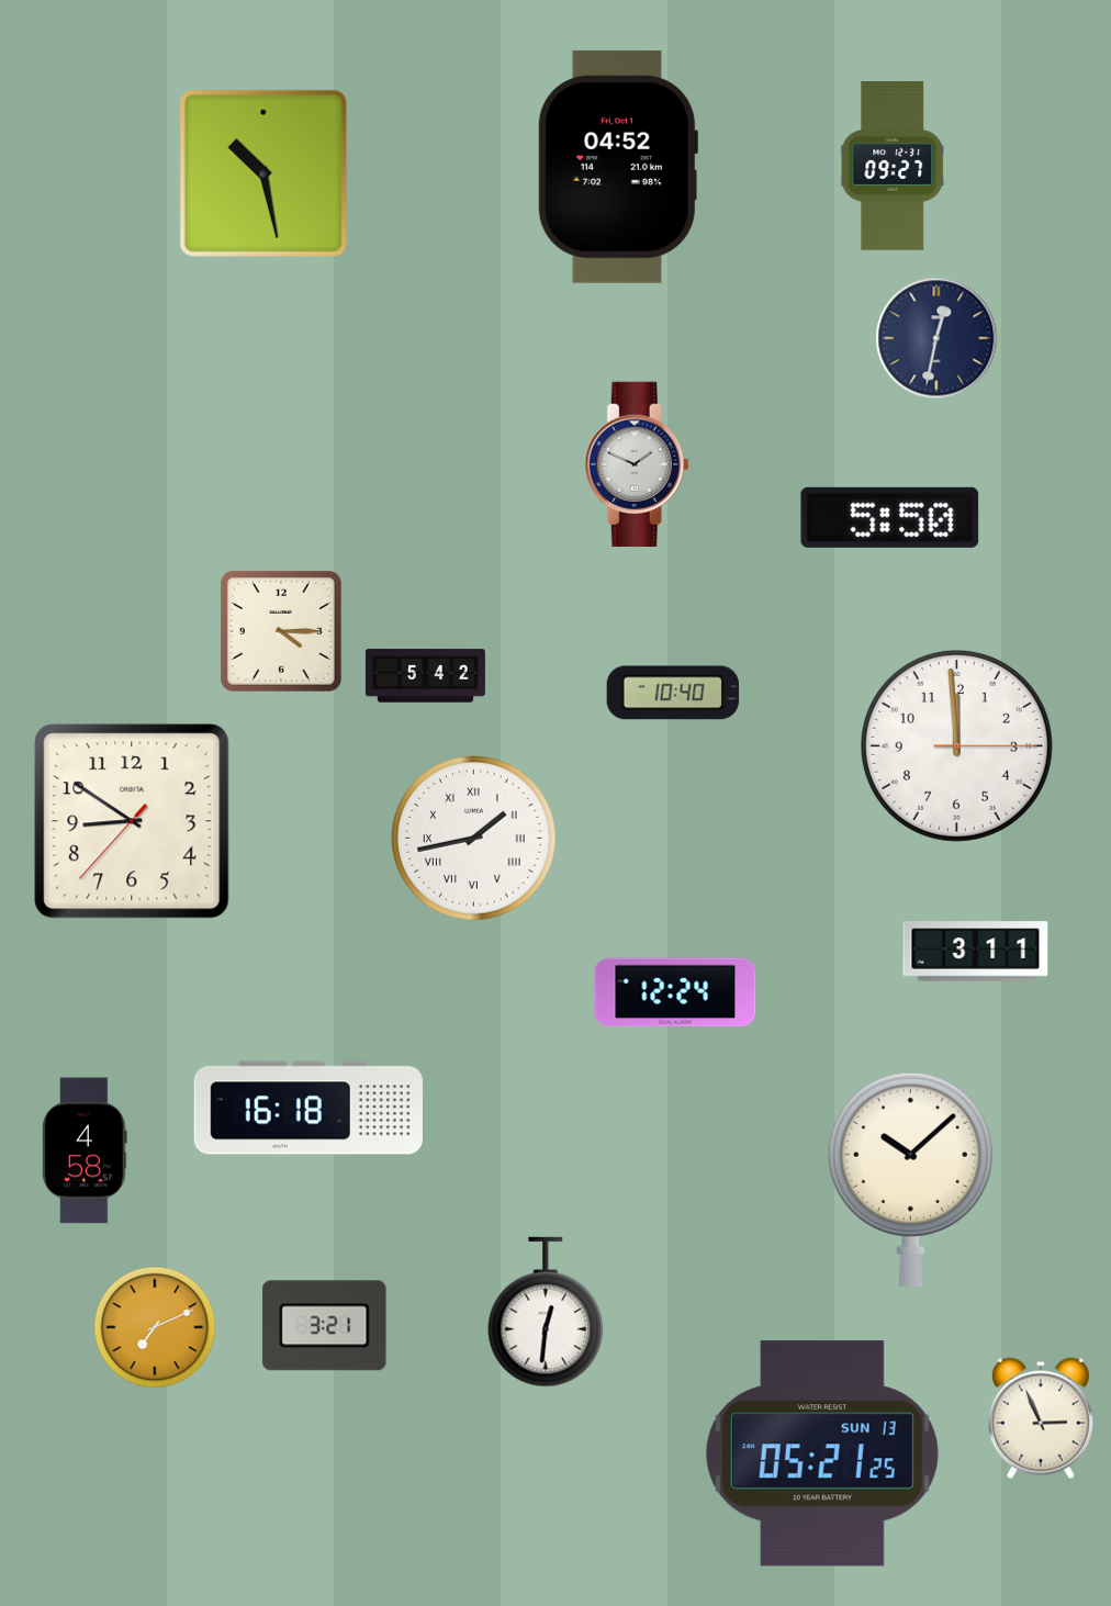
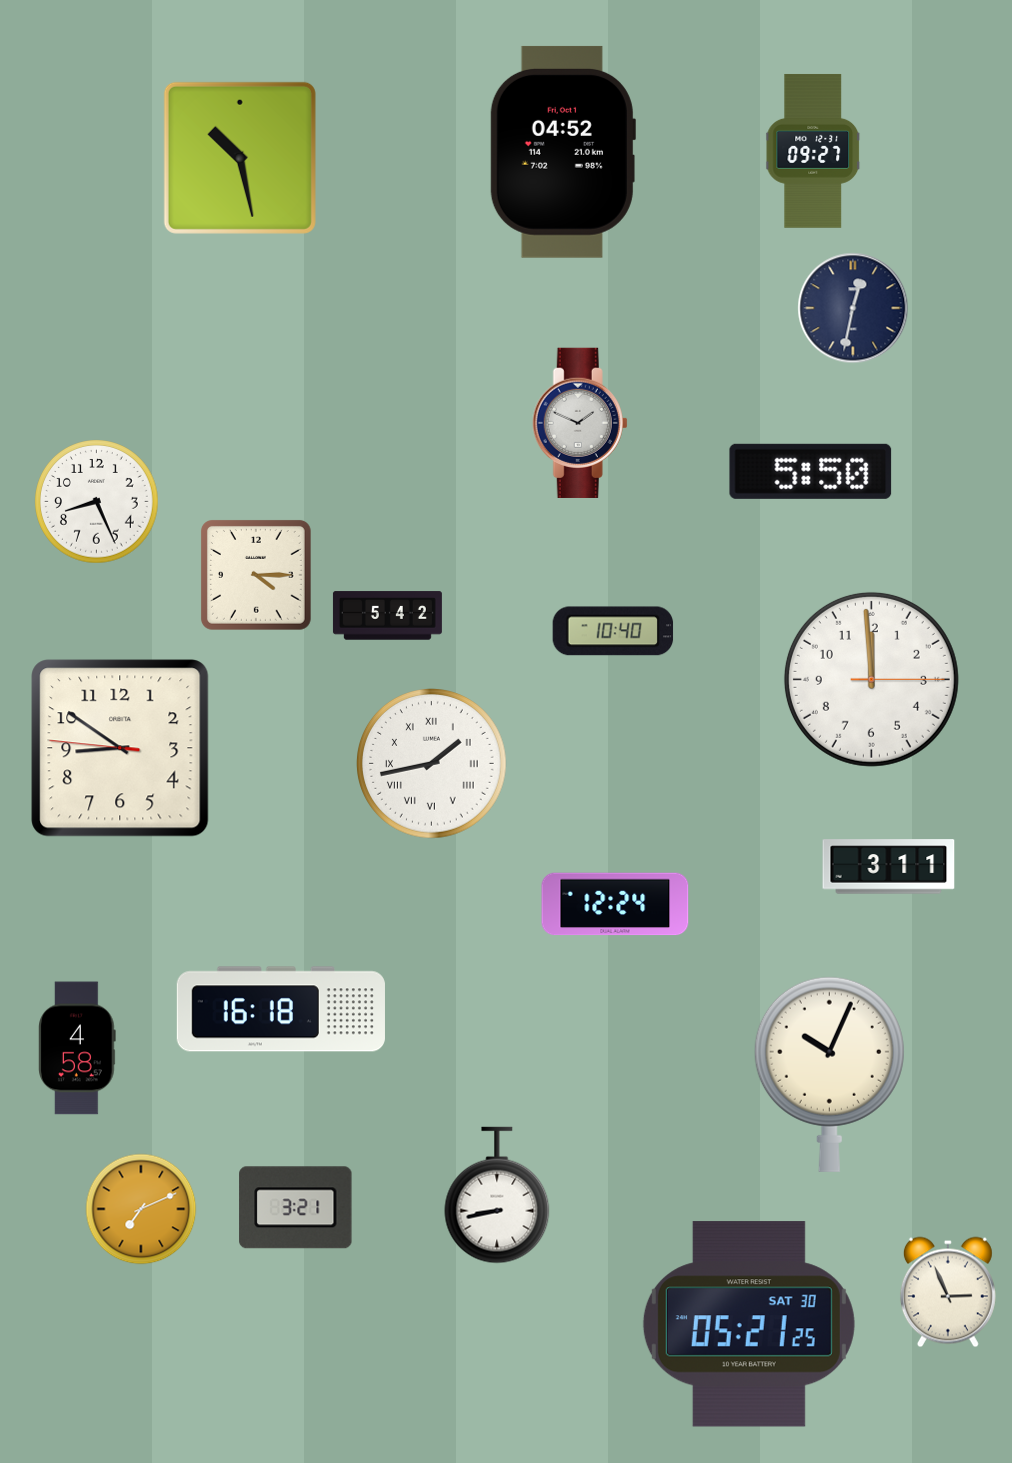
clock at (97, 502): none -> 8:26
clock at (132, 821): 8:50:37 -> 8:50:46
clock at (910, 1179): 10:08 -> 10:04
clock at (546, 1312): 12:31 -> 8:43
clock at (822, 1453) date: SUN 13 -> SAT 30
